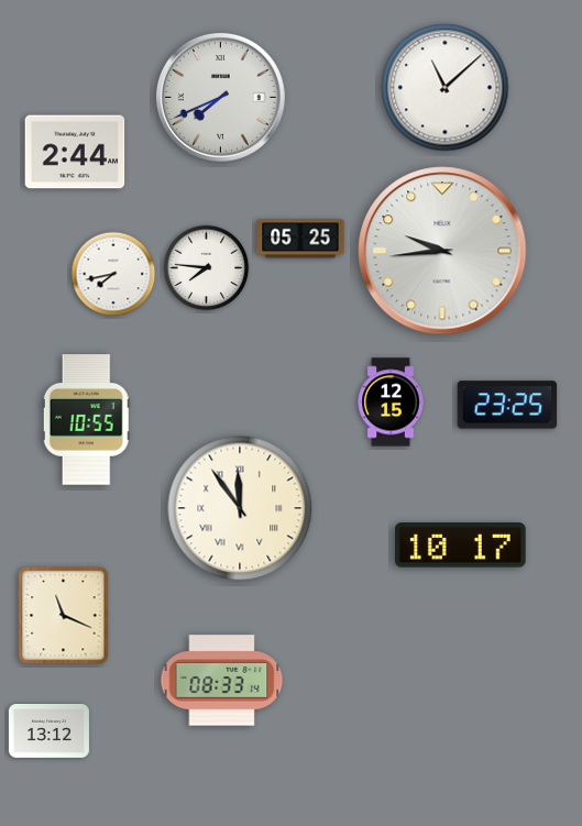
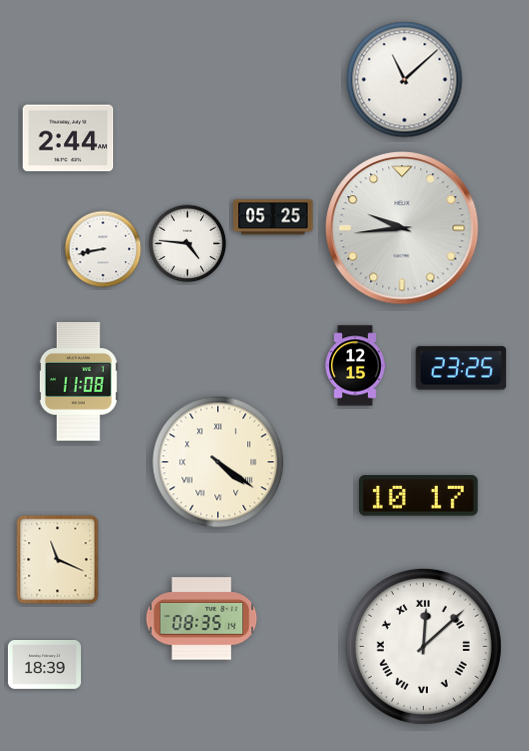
clock at (220, 97): 7:41 -> none
clock at (207, 268): 7:46 -> 4:46
clock at (113, 274): 7:43 -> 8:43
clock at (86, 420): 10:55 -> 11:08
clock at (240, 508): 11:54 -> 4:21
clock at (222, 681): 08:33 -> 08:35
clock at (423, 646): none -> 12:08
clock at (48, 731): 13:12 -> 18:39
